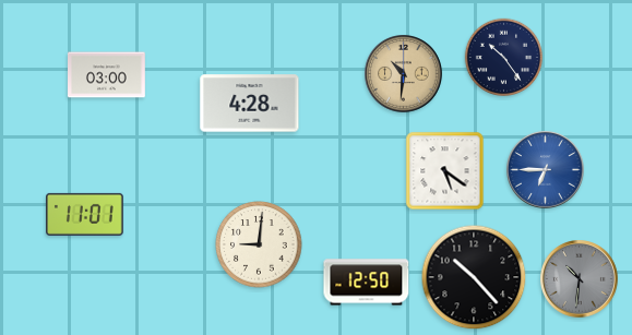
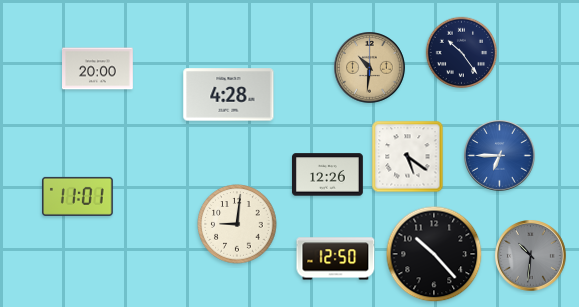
clock at (107, 75): 03:00 -> 20:00
clock at (328, 175): none -> 12:26
